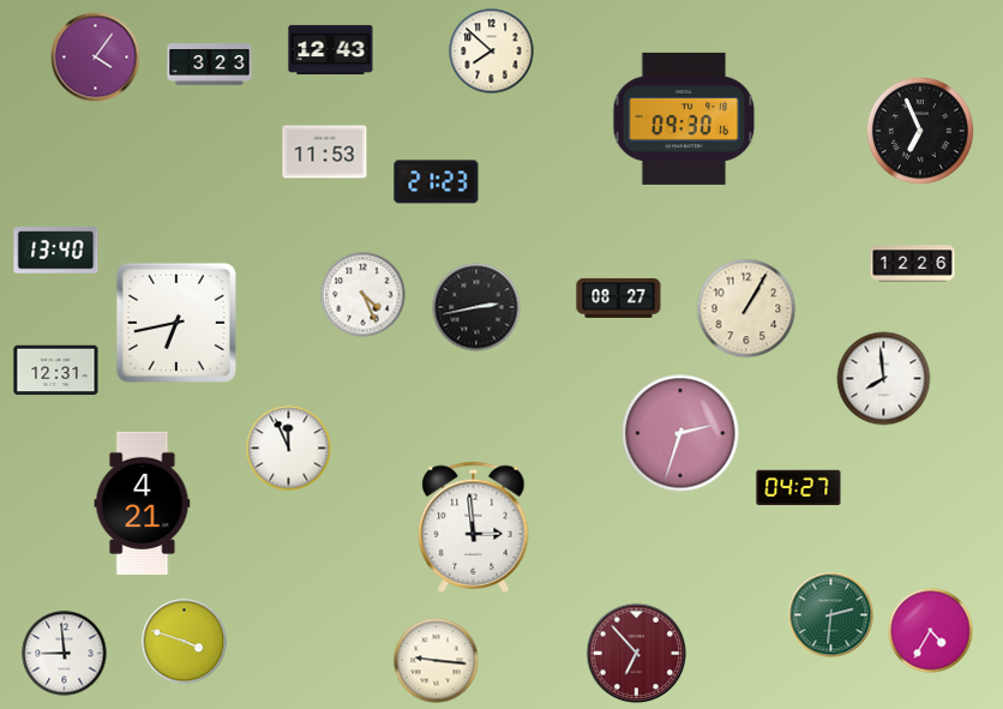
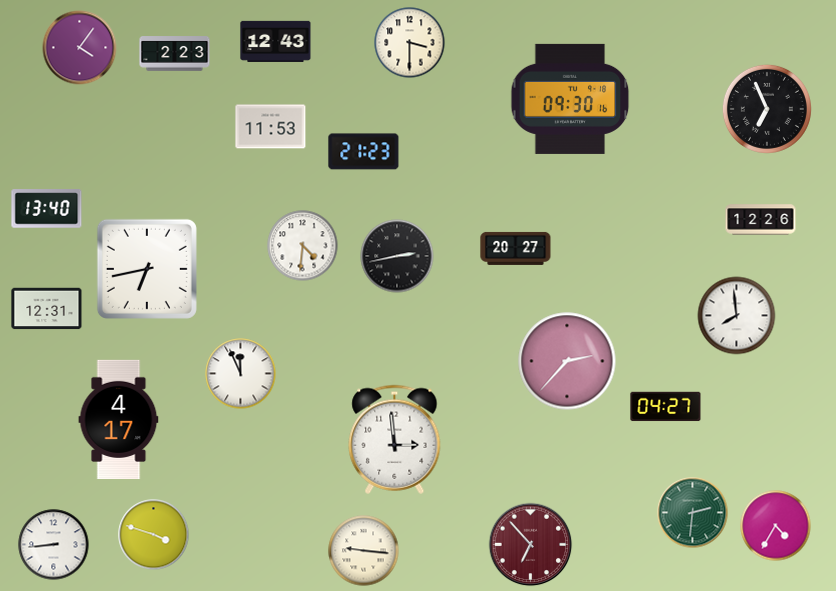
clock at (492, 52): 7:52 -> 3:30
clock at (210, 65): 3:23 -> 2:23
clock at (364, 295): 4:26 -> 4:31
clock at (619, 298): 08:27 -> 20:27
clock at (746, 308): 1:05 -> none
clock at (680, 433): 2:33 -> 2:37
clock at (143, 503): 4:21 -> 4:17
clock at (65, 654): 8:59 -> 8:44
